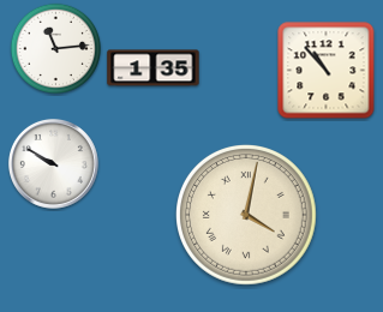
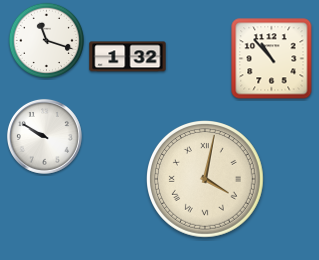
clock at (56, 49): 11:14 -> 11:18
clock at (154, 68): 1:35 -> 1:32
